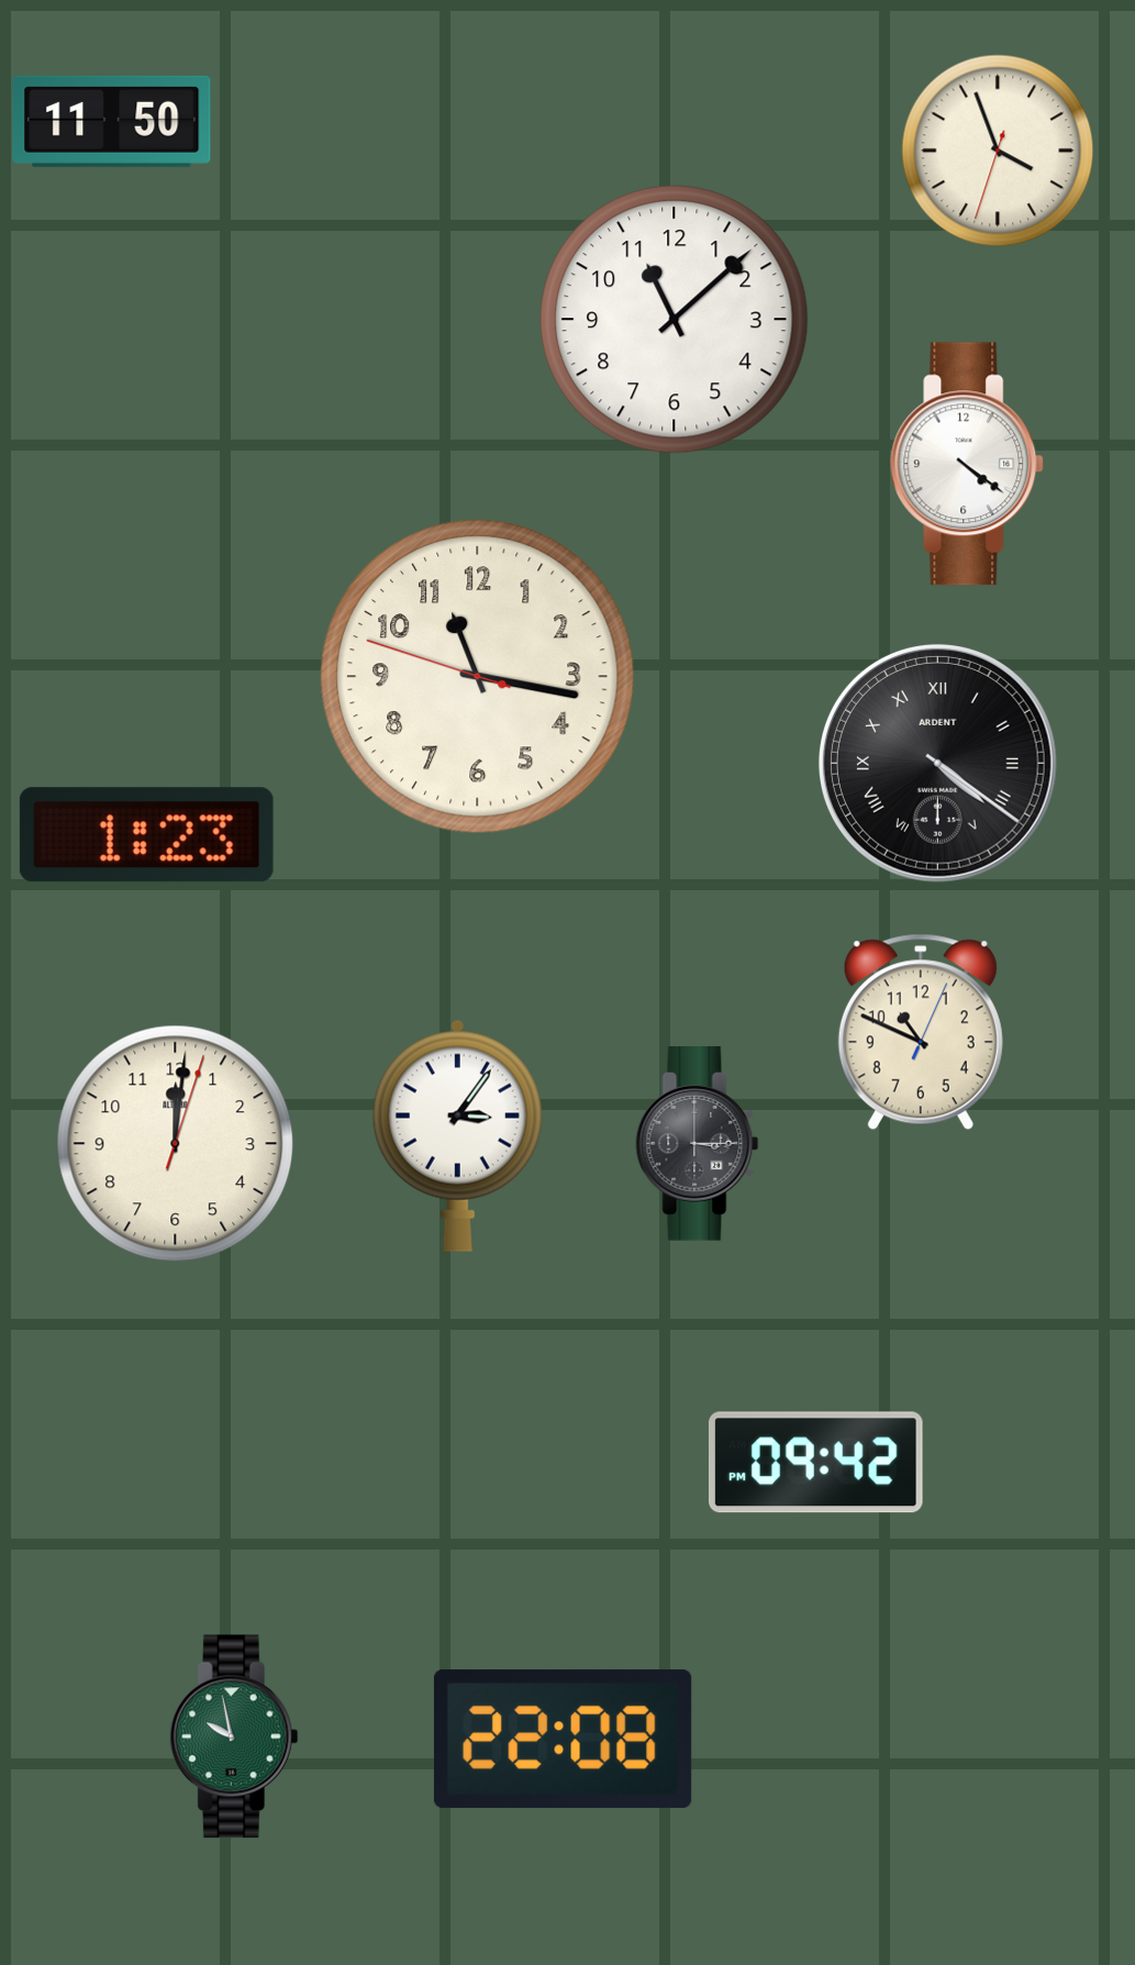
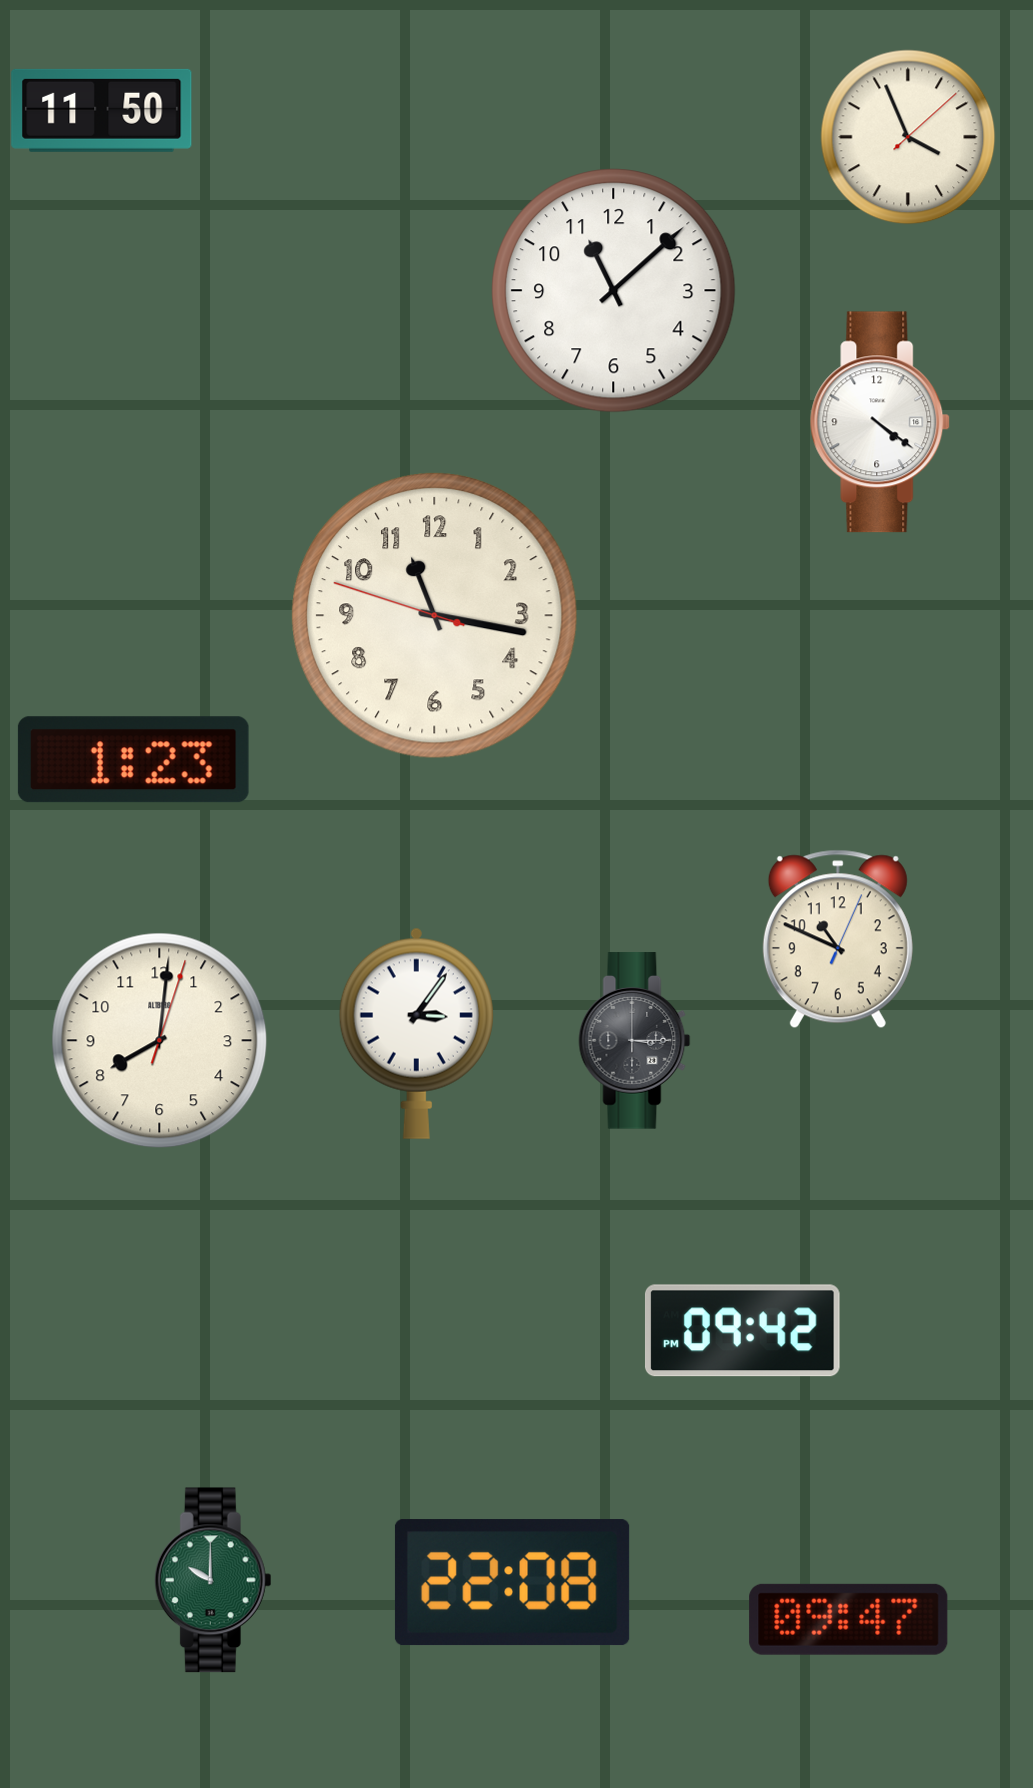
clock at (998, 151): 3:56:33 -> 3:56:08
clock at (937, 763): 4:21 -> none
clock at (176, 1144): 12:01 -> 8:01
clock at (234, 1736): 9:58 -> 10:00
clock at (849, 1619): none -> 09:47
